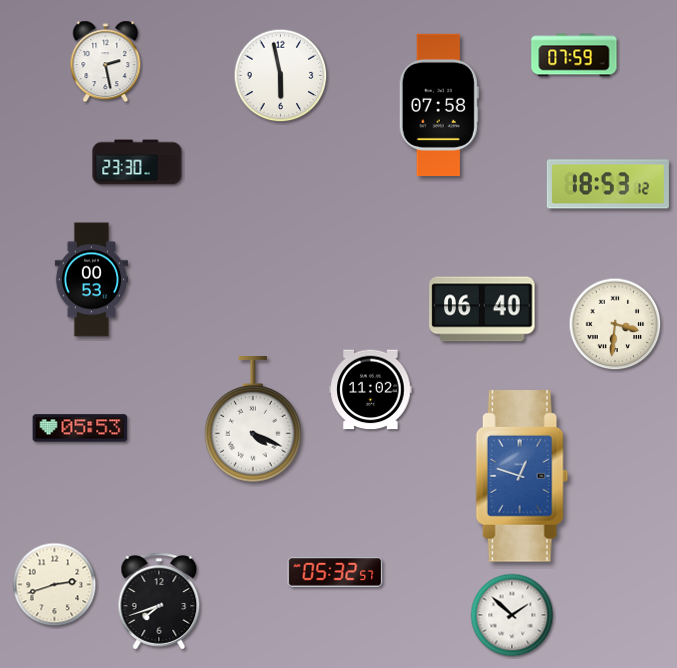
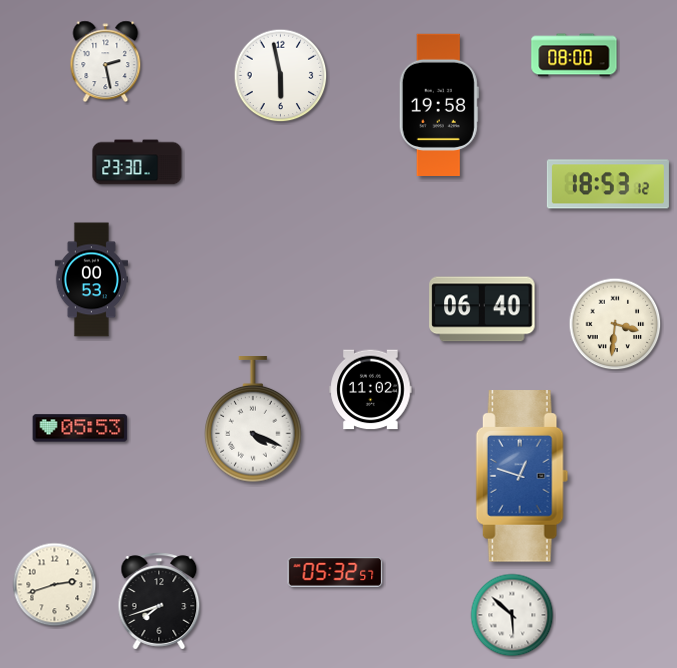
clock at (574, 55): 07:59 -> 08:00
clock at (439, 104): 07:58 -> 19:58
clock at (512, 615): 1:52 -> 5:52
